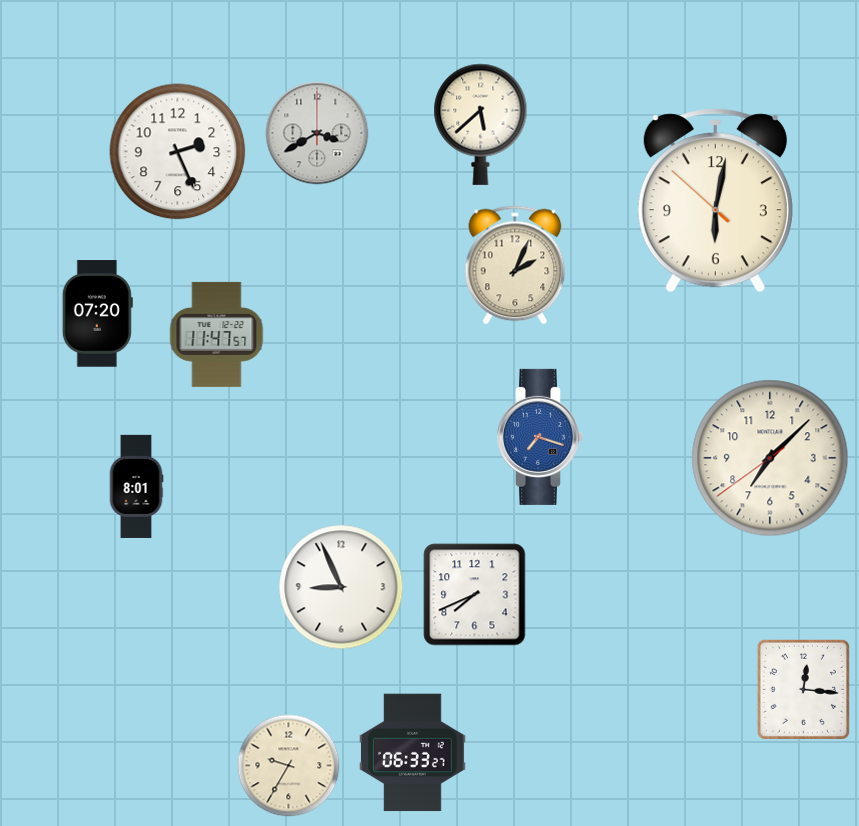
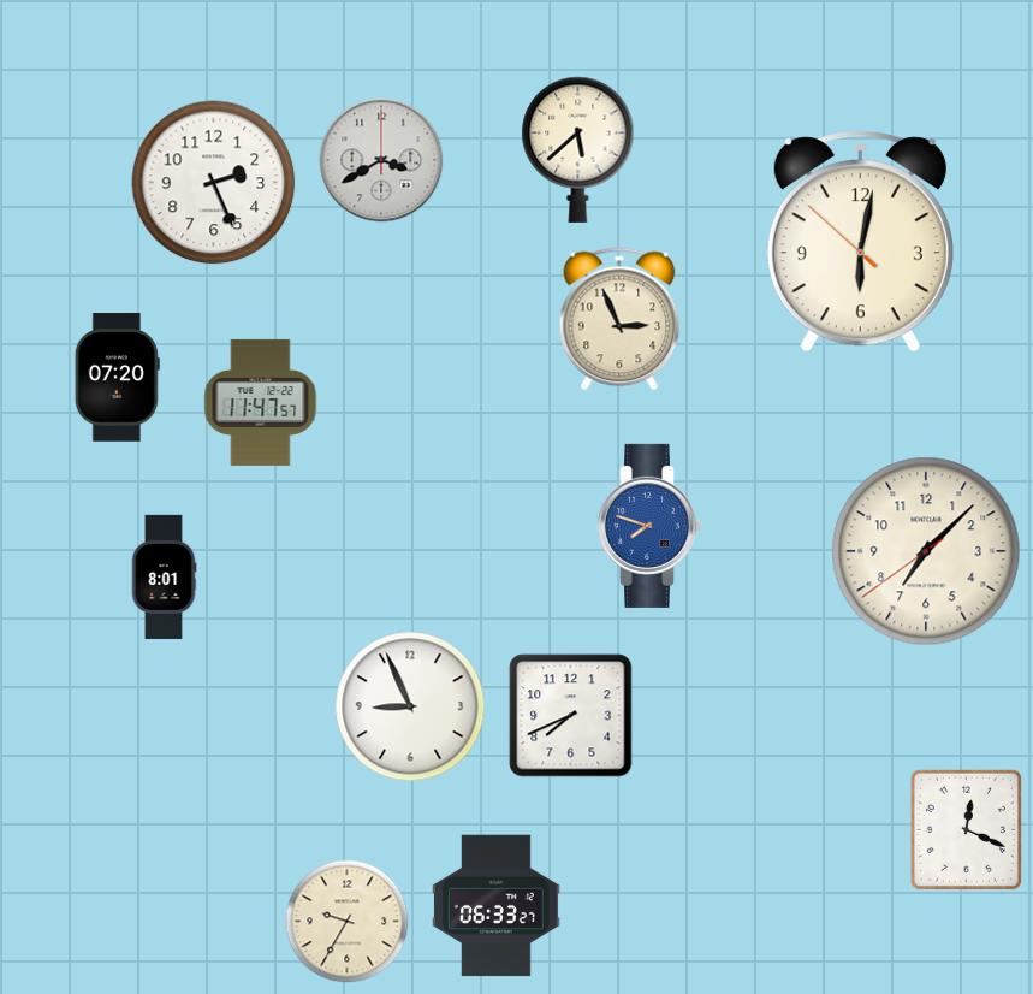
clock at (515, 265): 2:04 -> 2:56
clock at (540, 437): 7:18 -> 7:48
clock at (136, 486) position: (136, 486) -> (164, 576)
clock at (803, 689): 12:16 -> 12:19
